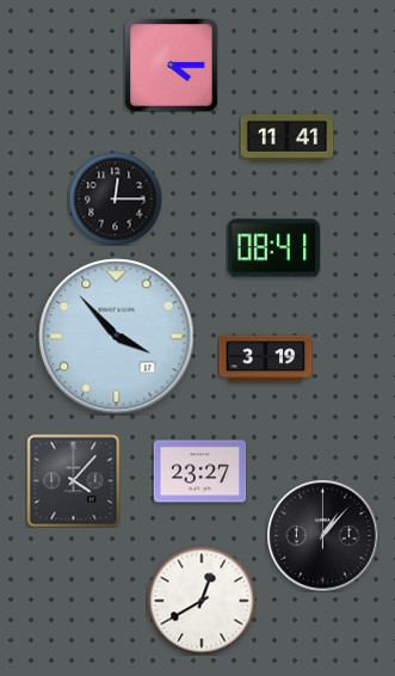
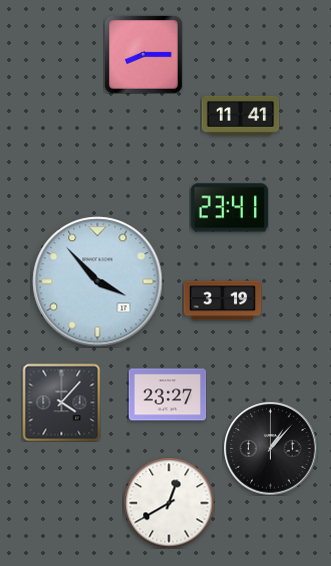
clock at (172, 66): 4:15 -> 8:15
clock at (115, 198): 12:15 -> none
clock at (273, 248): 08:41 -> 23:41
